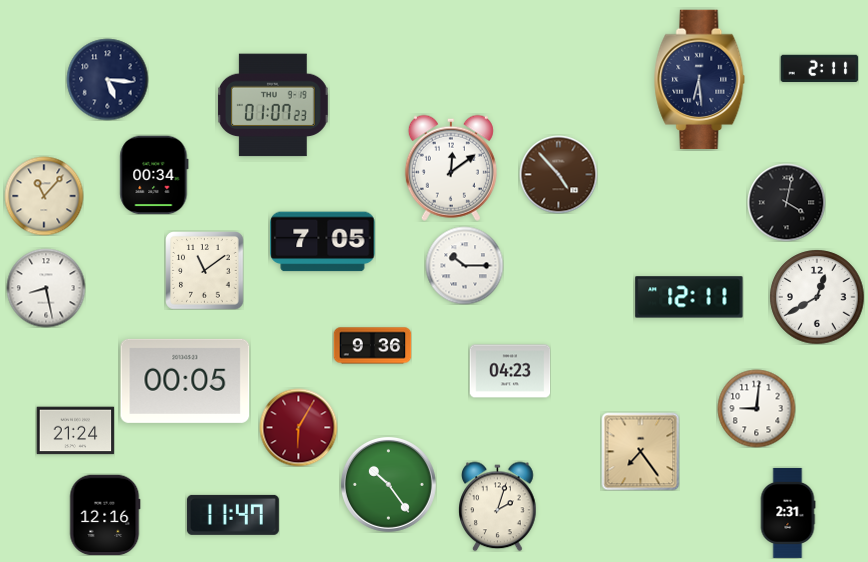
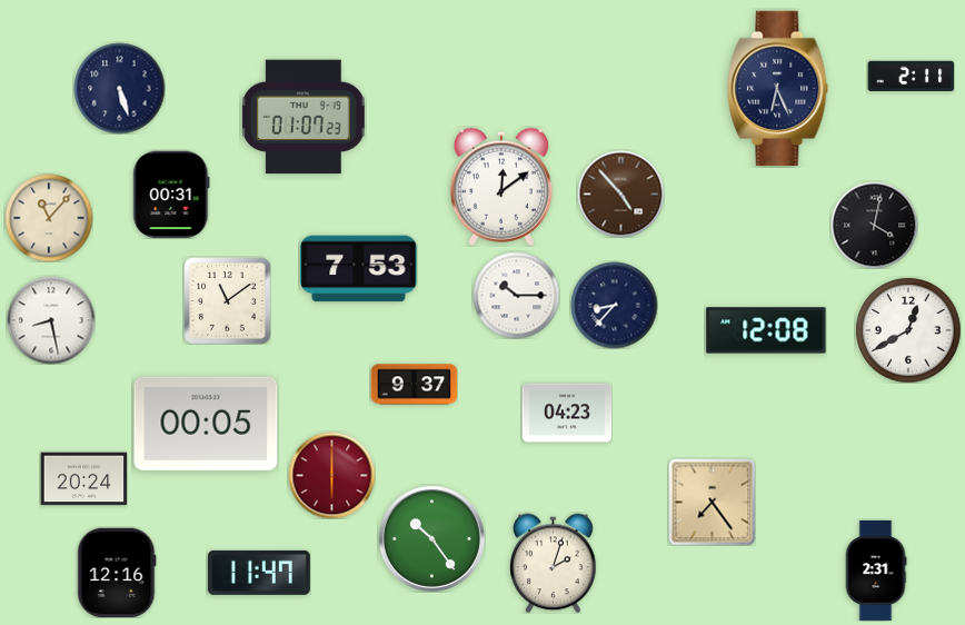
clock at (107, 79): 5:16 -> 5:27
clock at (700, 80): 6:29 -> 6:26
clock at (154, 175): 00:34 -> 00:31
clock at (323, 242): 7:05 -> 7:53
clock at (614, 305): none -> 8:37
clock at (689, 297): 12:11 -> 12:08
clock at (372, 346): 9:36 -> 9:37
clock at (756, 408): 9:01 -> none
clock at (298, 427): 6:05 -> 6:00
clock at (75, 431): 21:24 -> 20:24
